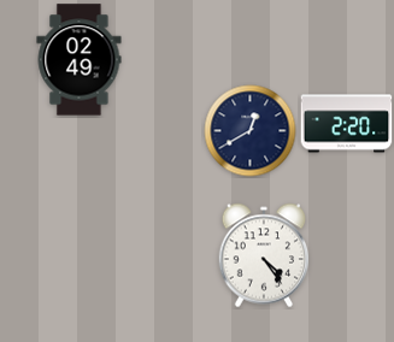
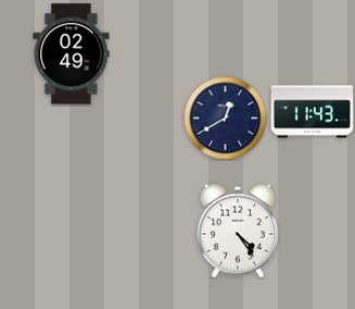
clock at (347, 124): 2:20 -> 11:43
